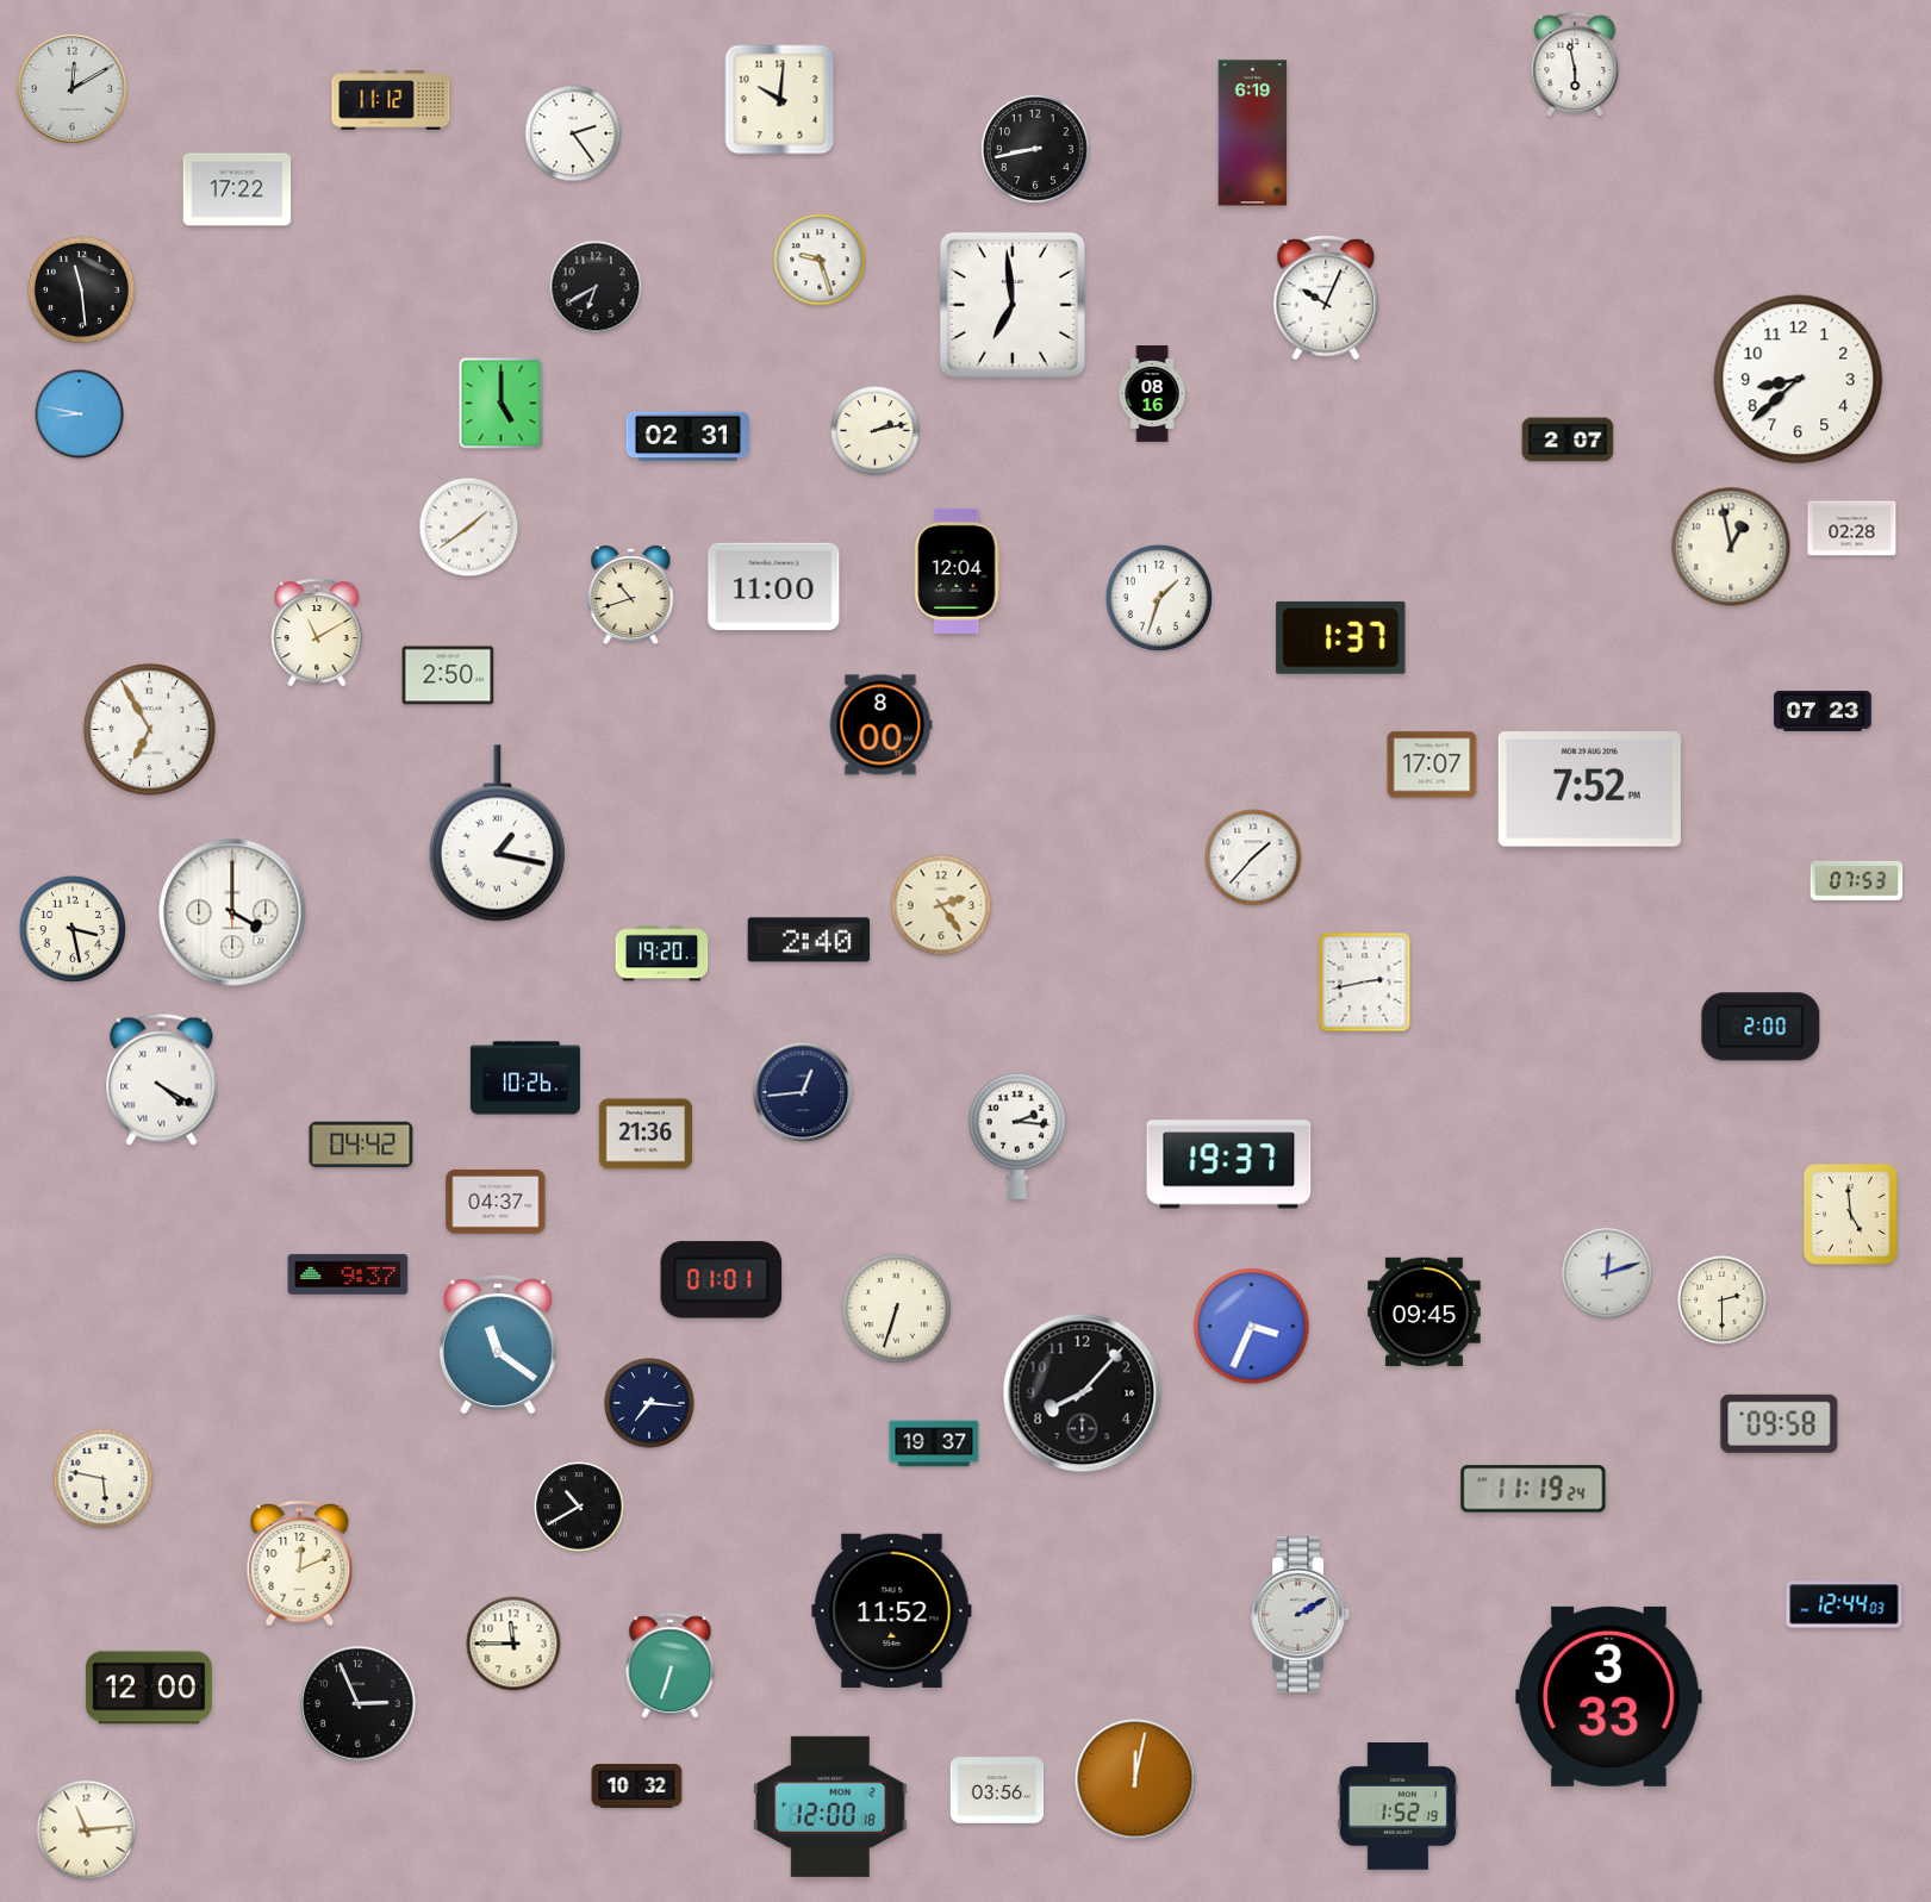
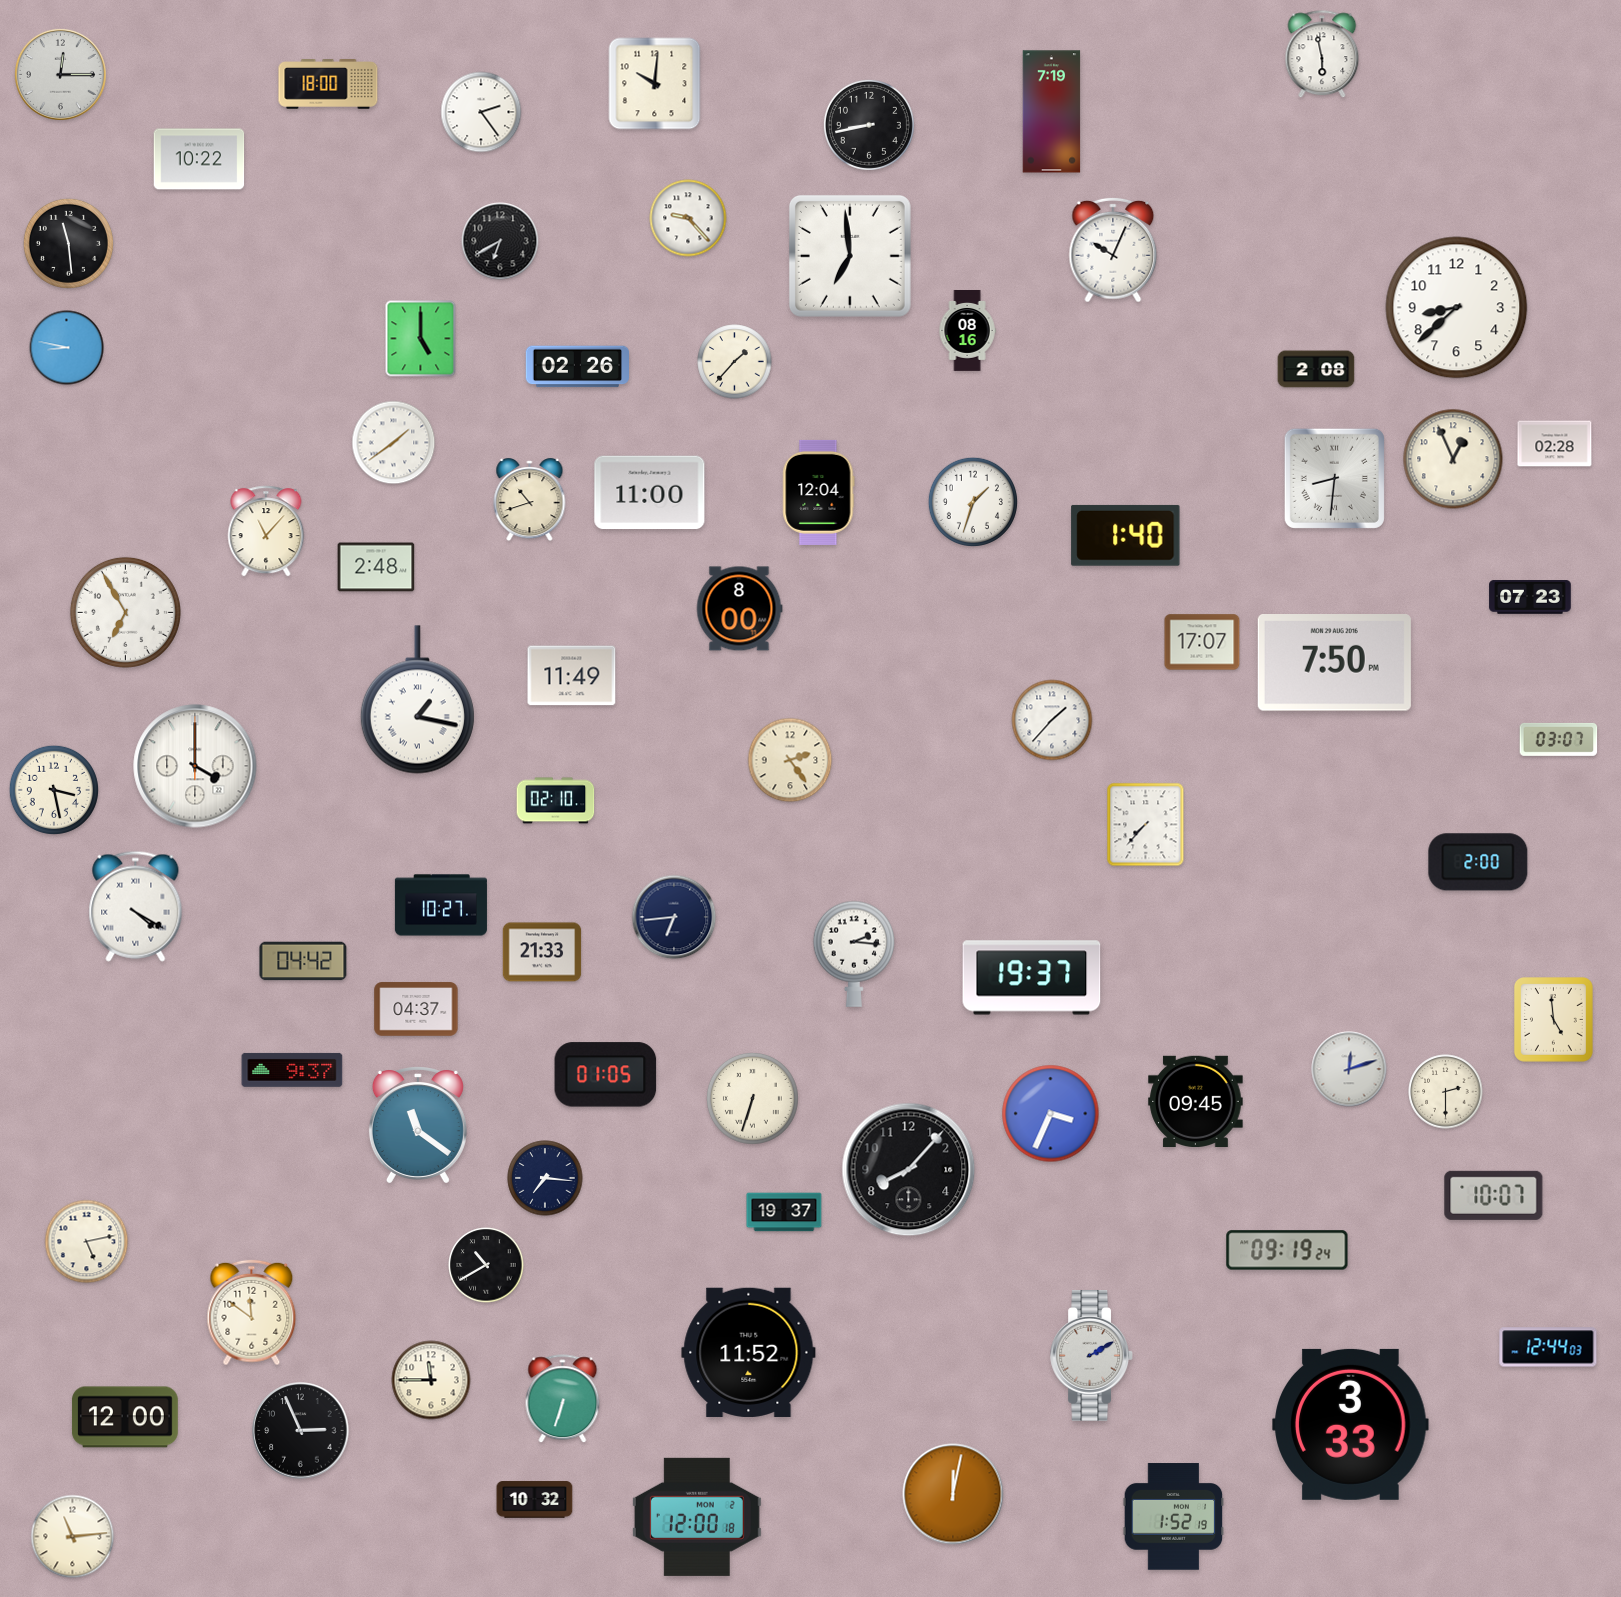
clock at (71, 88): 12:10 -> 12:15
clock at (391, 101): 11:12 -> 18:00
clock at (1253, 133): 6:19 -> 7:19
clock at (237, 189): 17:22 -> 10:22
clock at (820, 260): 9:27 -> 9:23
clock at (1799, 380) position: (1799, 380) -> (1457, 308)
clock at (876, 431): 2:13 -> 1:37
clock at (687, 437): 02:31 -> 02:26
clock at (1568, 439): 2:07 -> 2:08
clock at (1731, 547): 12:58 -> 12:56
clock at (1334, 478): none -> 8:31
clock at (958, 570) position: (958, 570) -> (819, 492)
clock at (317, 632): 11:10 -> 11:07
clock at (1341, 637): 1:37 -> 1:40
clock at (448, 675): 2:50 -> 2:48
clock at (1589, 790): 7:52 -> 7:50
clock at (572, 676): none -> 11:49
clock at (1857, 880): 07:53 -> 03:07
clock at (73, 929) position: (73, 929) -> (54, 790)
clock at (809, 940): 2:40 -> none
clock at (662, 954): 19:20 -> 02:10
clock at (1365, 983): 2:43 -> 7:37
clock at (525, 1078): 10:26 -> 10:27
clock at (803, 1092): 12:44 -> 6:44
clock at (646, 1134): 21:36 -> 21:33
clock at (722, 1280): 01:01 -> 01:05
clock at (498, 1345) position: (498, 1345) -> (418, 1125)
clock at (1780, 1423): 09:58 -> 10:07
clock at (104, 1479): 5:47 -> 5:13
clock at (1533, 1489): 11:19 -> 09:19
clock at (300, 1564): 12:11 -> 11:51
clock at (997, 1790): 03:56 -> none
